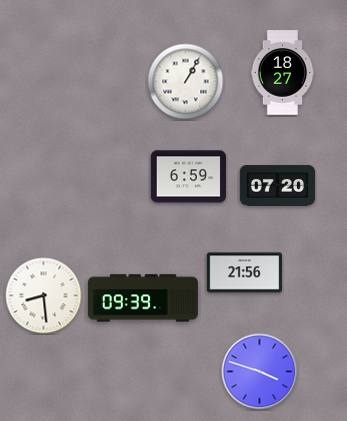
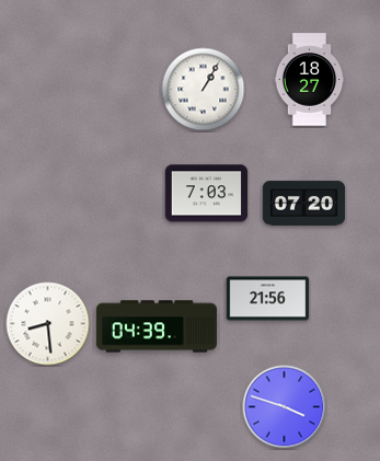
clock at (189, 177): 6:59 -> 7:03
clock at (143, 298): 09:39 -> 04:39
